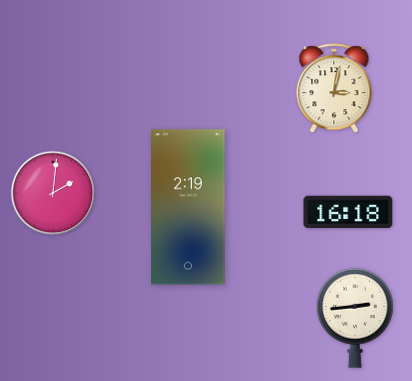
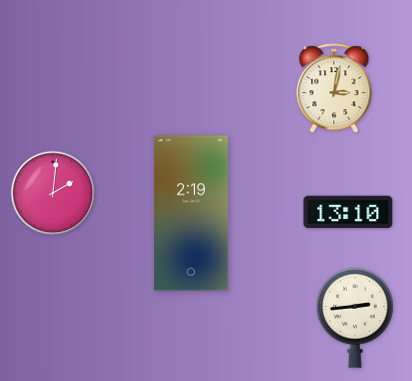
clock at (189, 207) position: (189, 207) -> (192, 213)
clock at (348, 212): 16:18 -> 13:10
